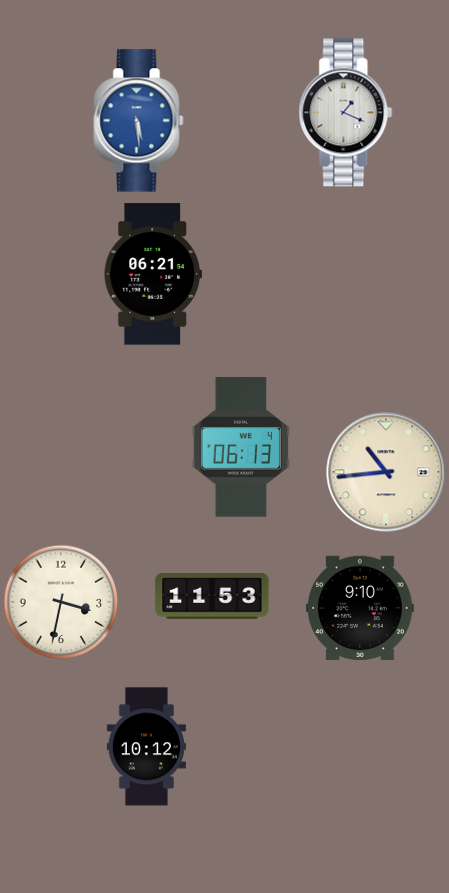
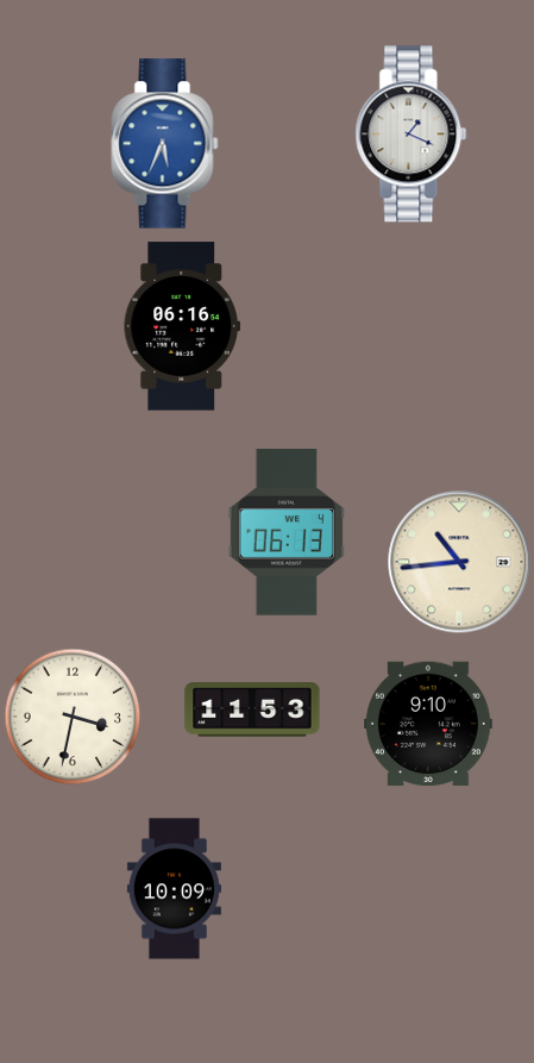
clock at (139, 121): 5:29 -> 5:34
clock at (153, 274): 06:21 -> 06:16
clock at (146, 747): 10:12 -> 10:09
